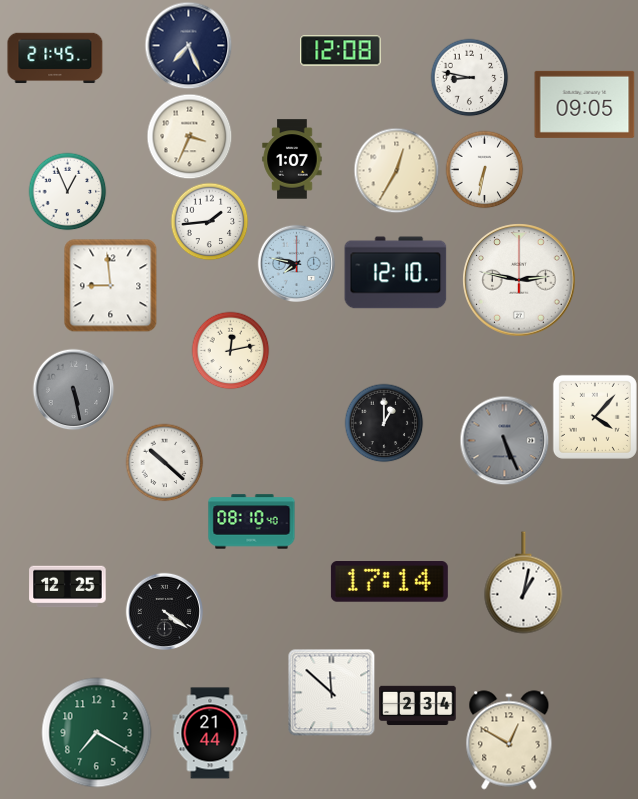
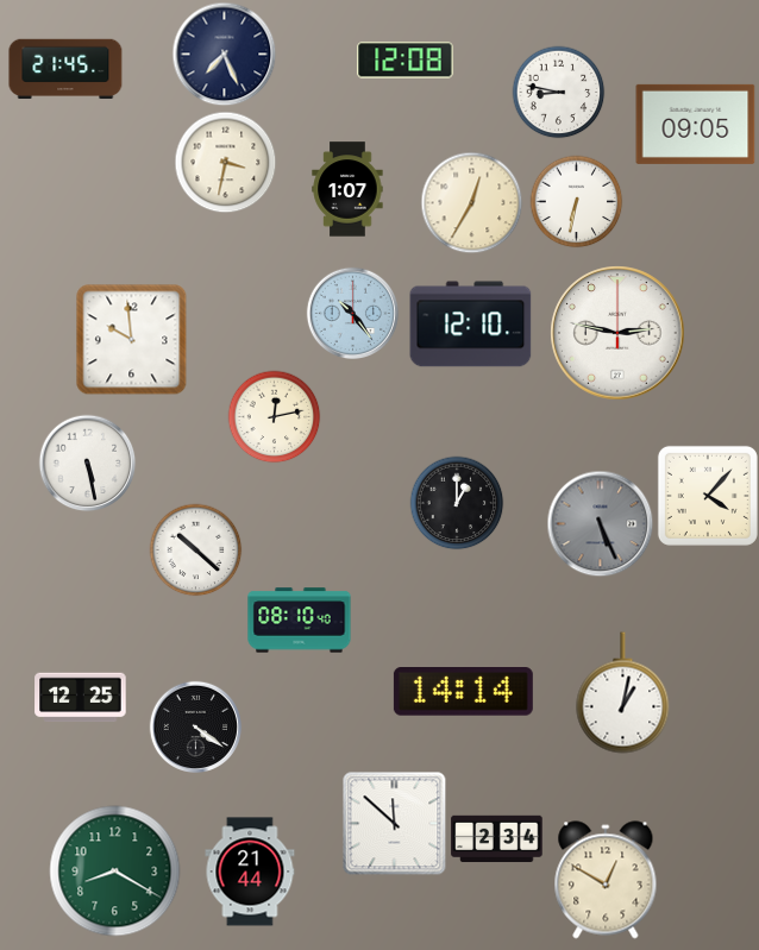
clock at (189, 136): 3:34 -> 3:32
clock at (67, 191): 12:56 -> none
clock at (209, 221): 1:44 -> none
clock at (296, 263): 7:47 -> 10:24
clock at (111, 286): 8:59 -> 9:59
clock at (73, 389) dial: grey -> white
clock at (389, 582): 17:14 -> 14:14
clock at (97, 733): 7:20 -> 8:20
